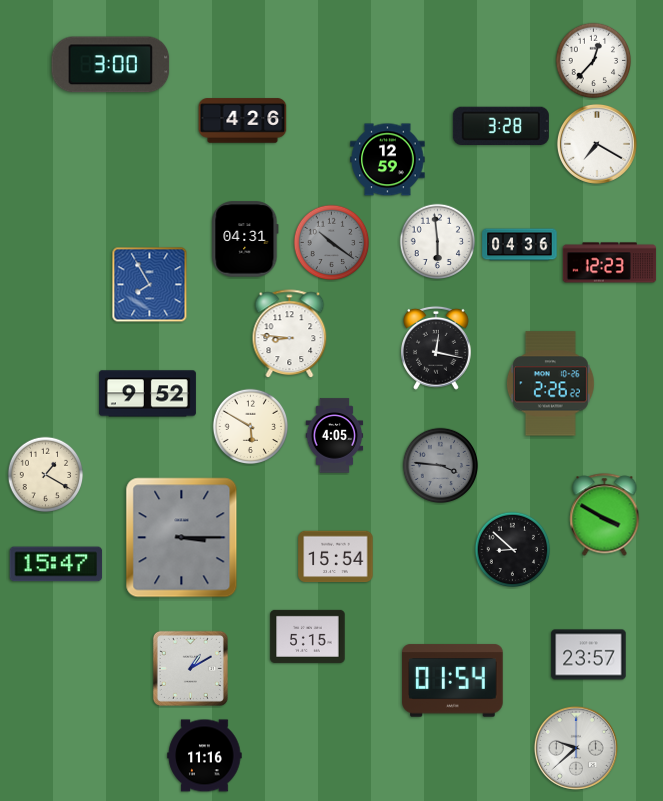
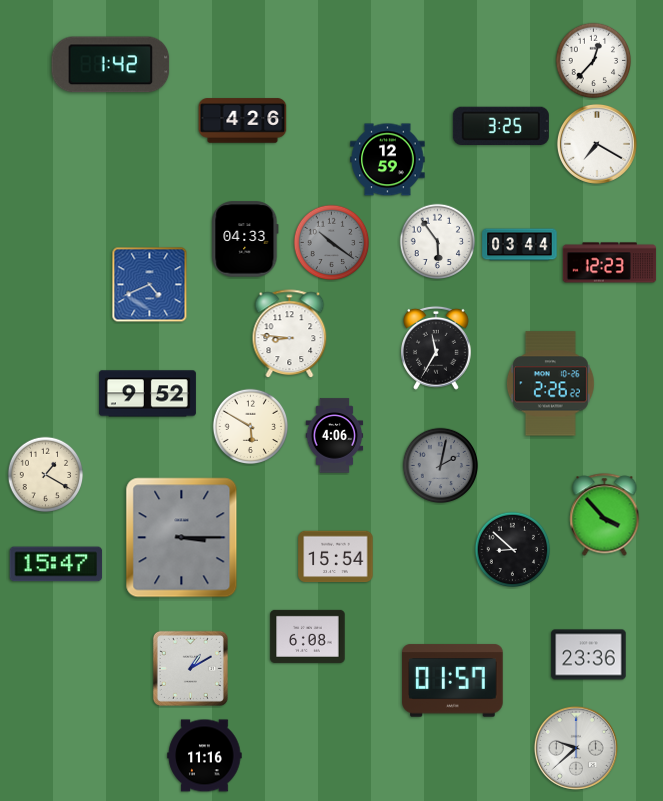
clock at (111, 65): 3:00 -> 1:42
clock at (501, 126): 3:28 -> 3:25
clock at (245, 239): 04:31 -> 04:33
clock at (438, 242): 5:59 -> 5:54
clock at (520, 245): 04:36 -> 03:44
clock at (150, 285): 7:55 -> 4:41
clock at (437, 348): 12:17 -> 11:35
clock at (335, 436): 4:05 -> 4:06
clock at (441, 466): 3:46 -> 2:02
clock at (605, 515): 3:50 -> 3:53
clock at (308, 636): 5:15 -> 6:08
clock at (589, 655): 23:57 -> 23:36
clock at (453, 681): 01:54 -> 01:57
